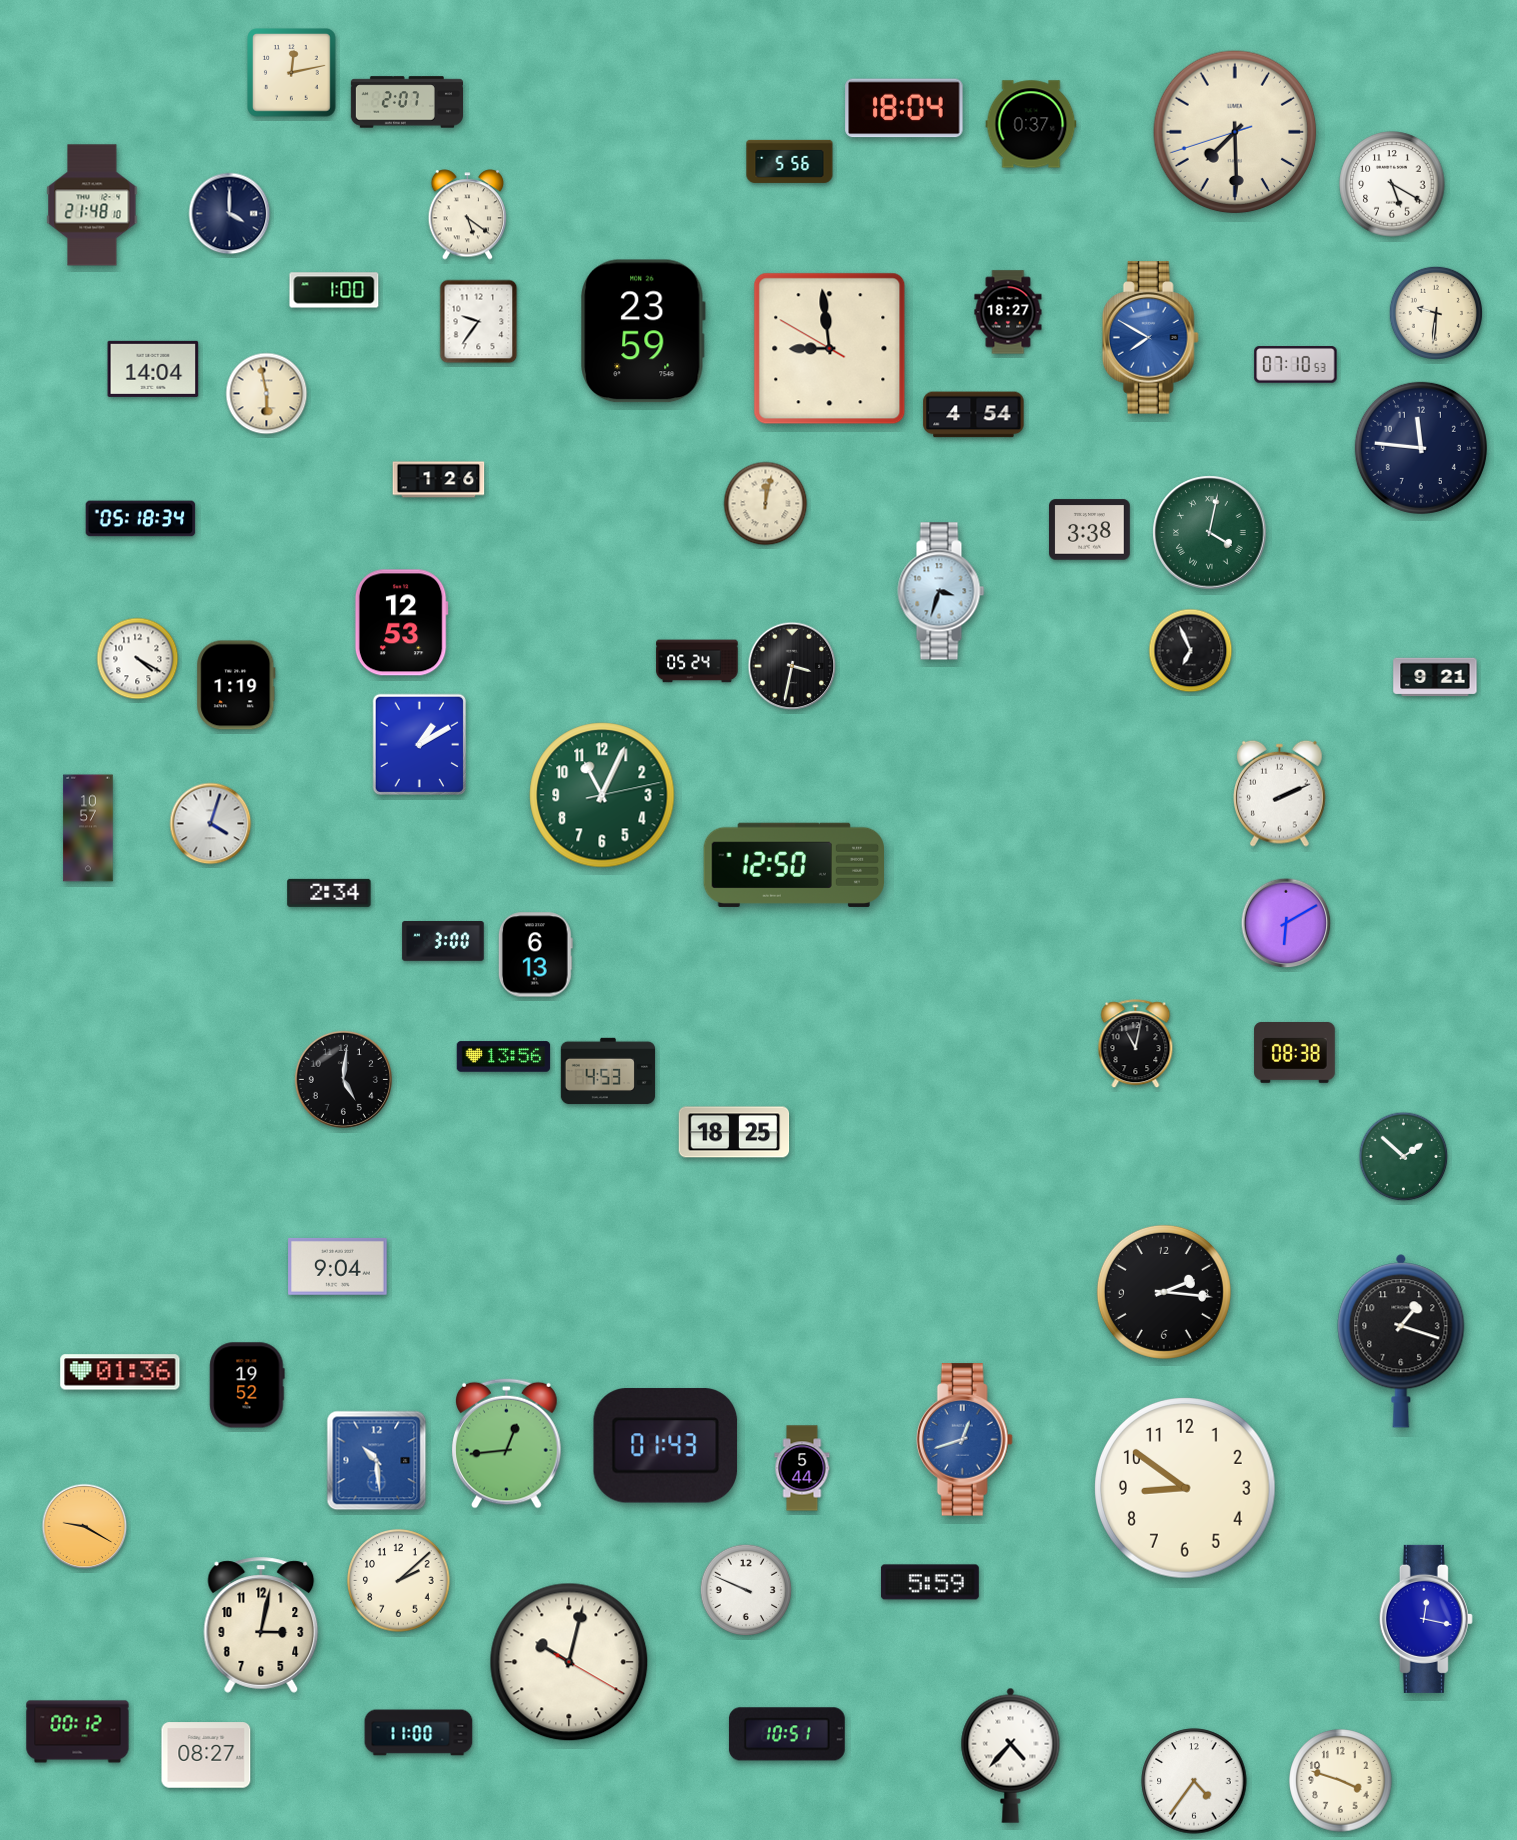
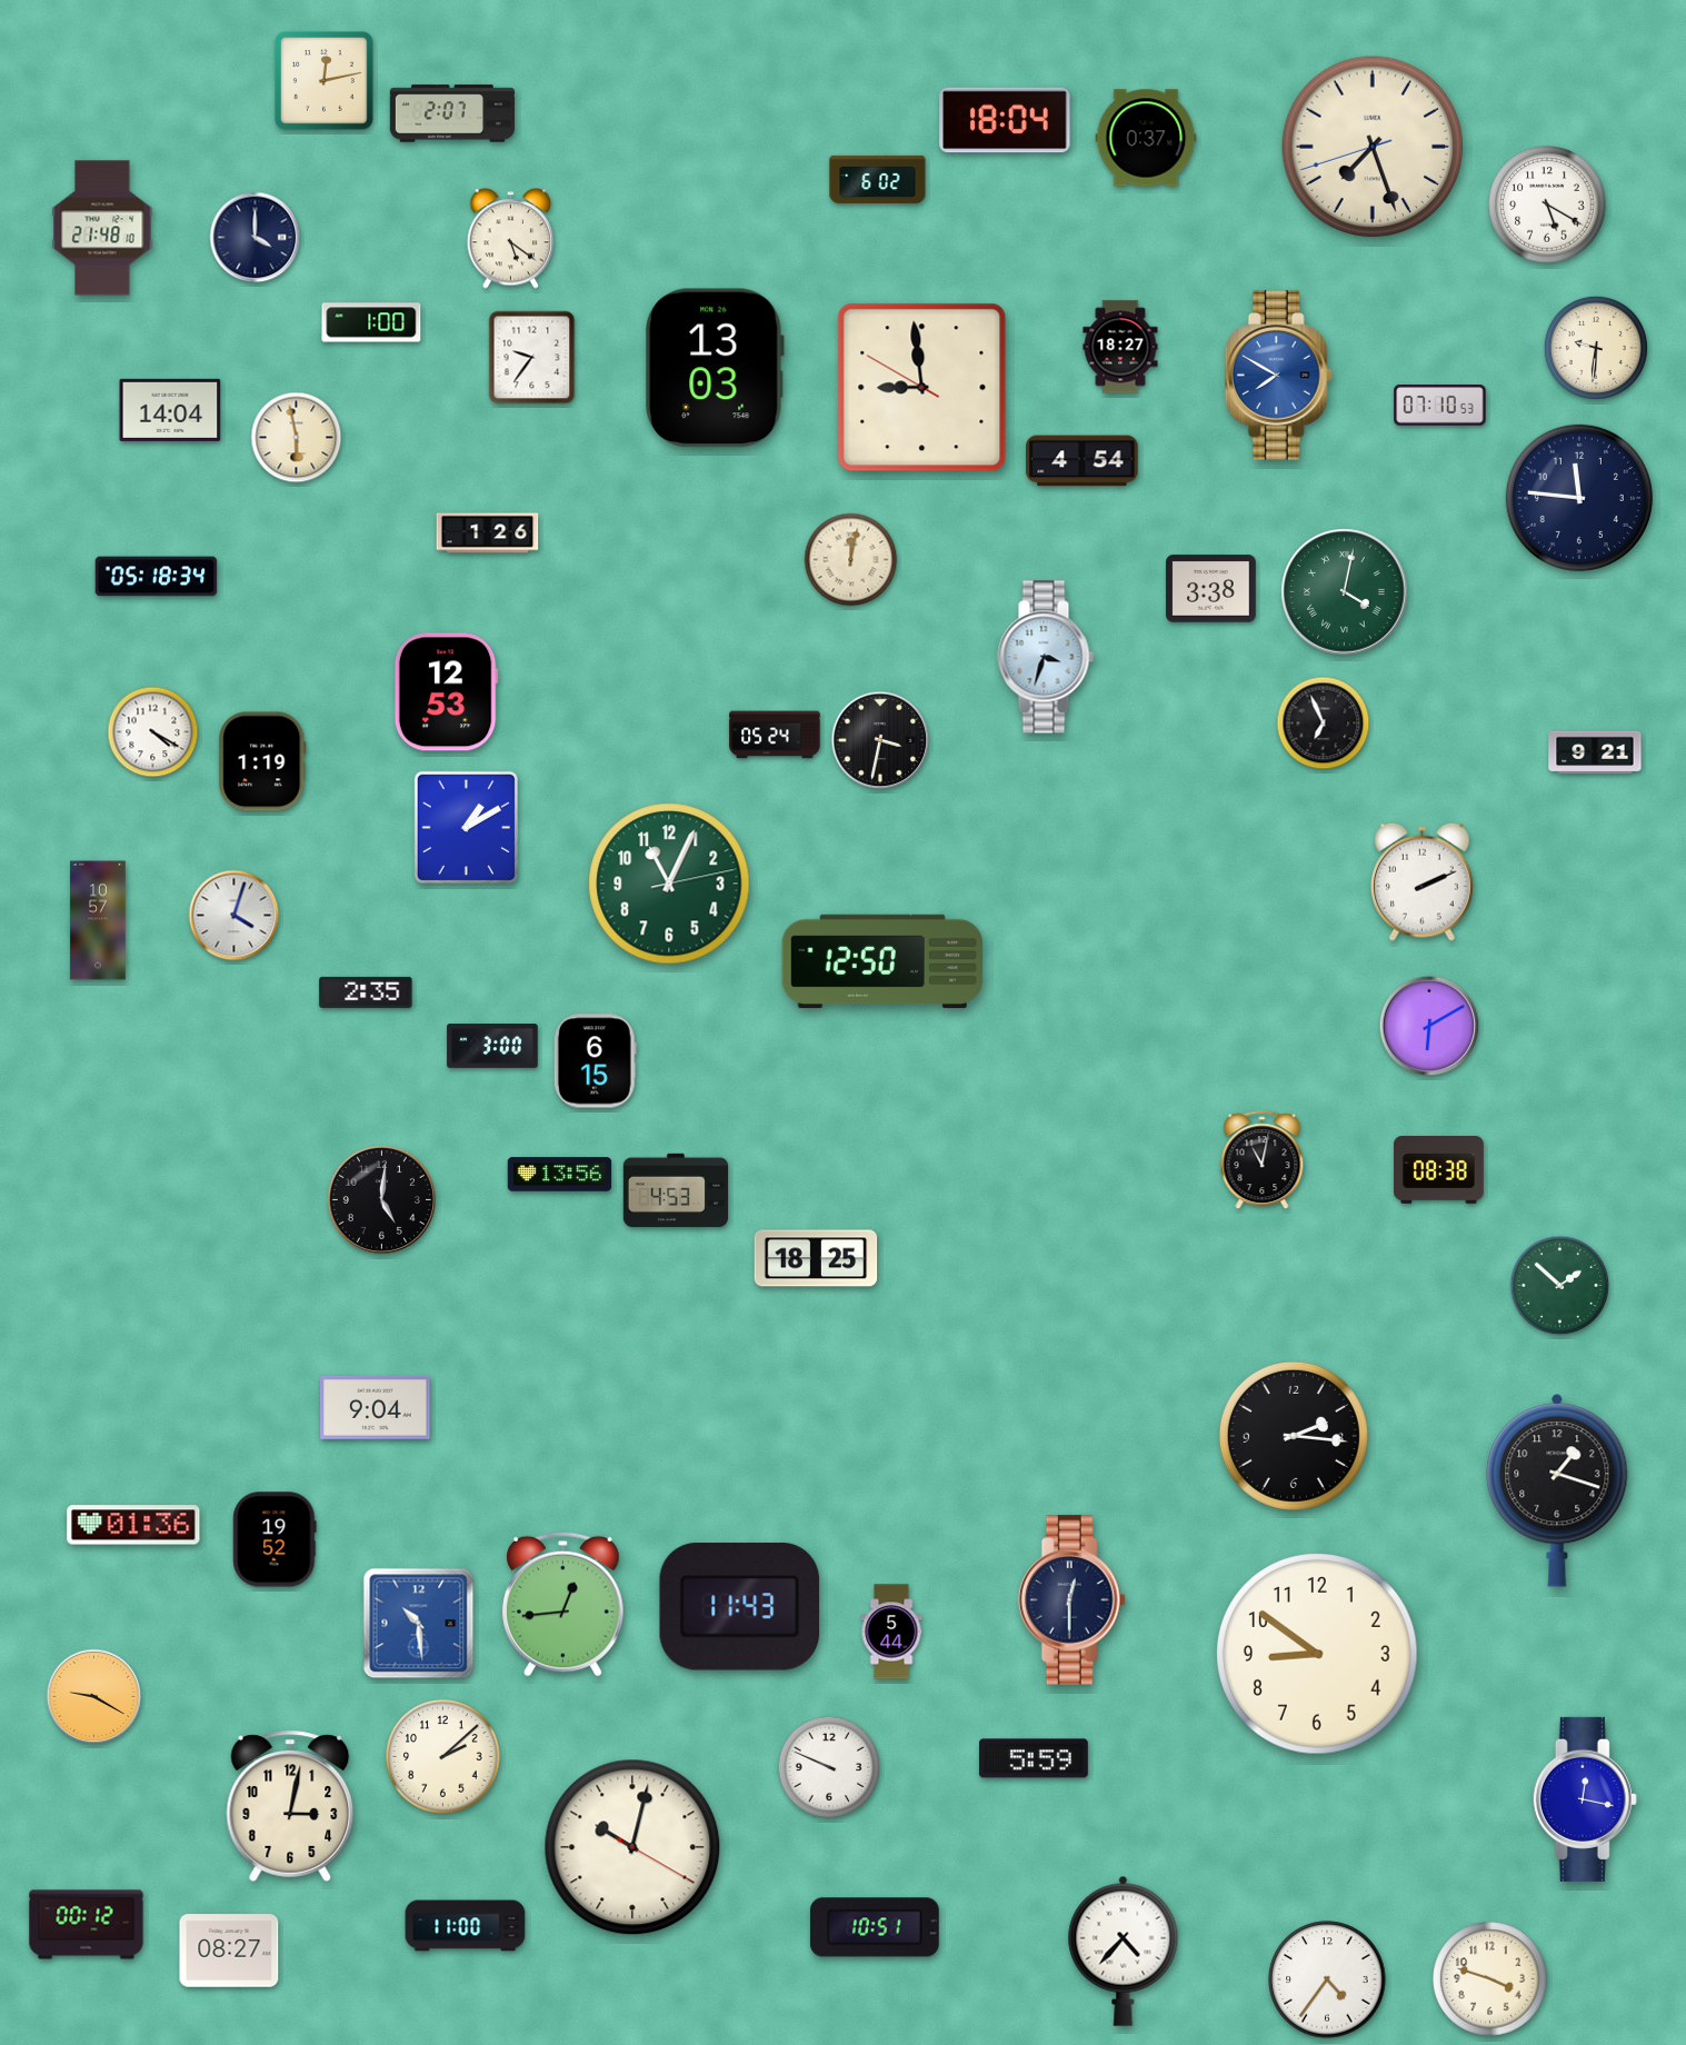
clock at (1235, 132): 7:29 -> 7:26
clock at (790, 161): 5:56 -> 6:02
clock at (468, 215) position: (468, 215) -> (511, 239)
clock at (643, 331): 23:59 -> 13:03
clock at (329, 893): 2:34 -> 2:35
clock at (535, 955): 6:13 -> 6:15
clock at (964, 1440): 12:42 -> 12:30
clock at (964, 1440) dial: blue -> navy
clock at (666, 1446): 01:43 -> 11:43
